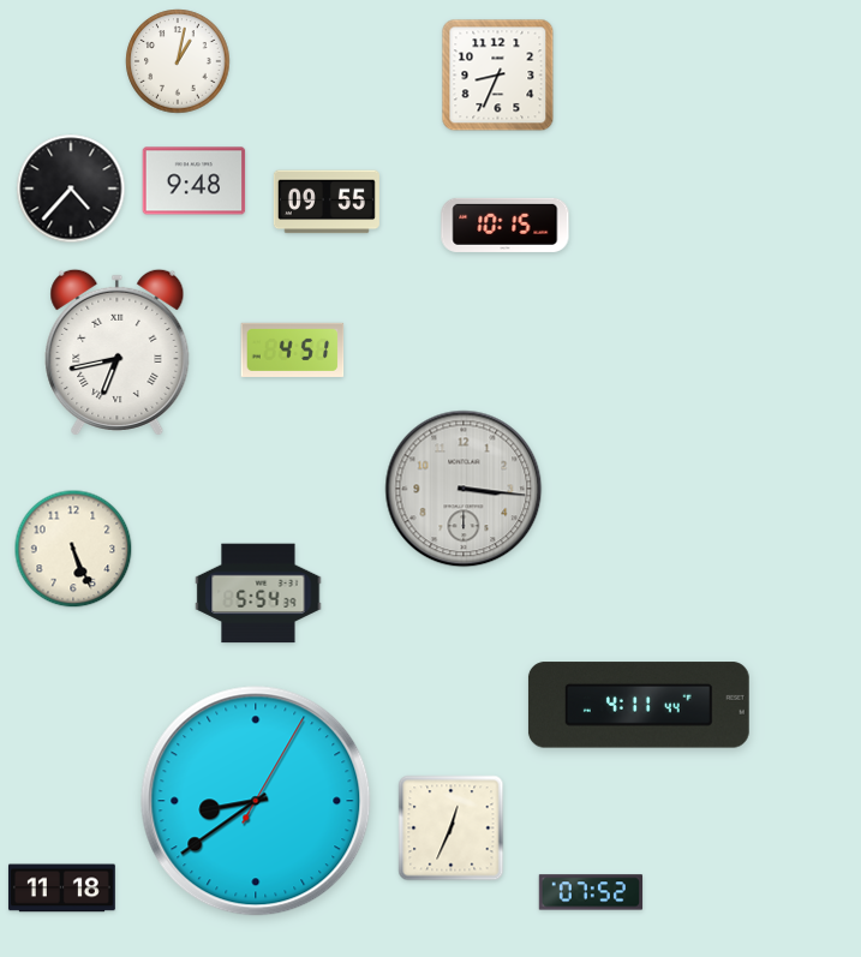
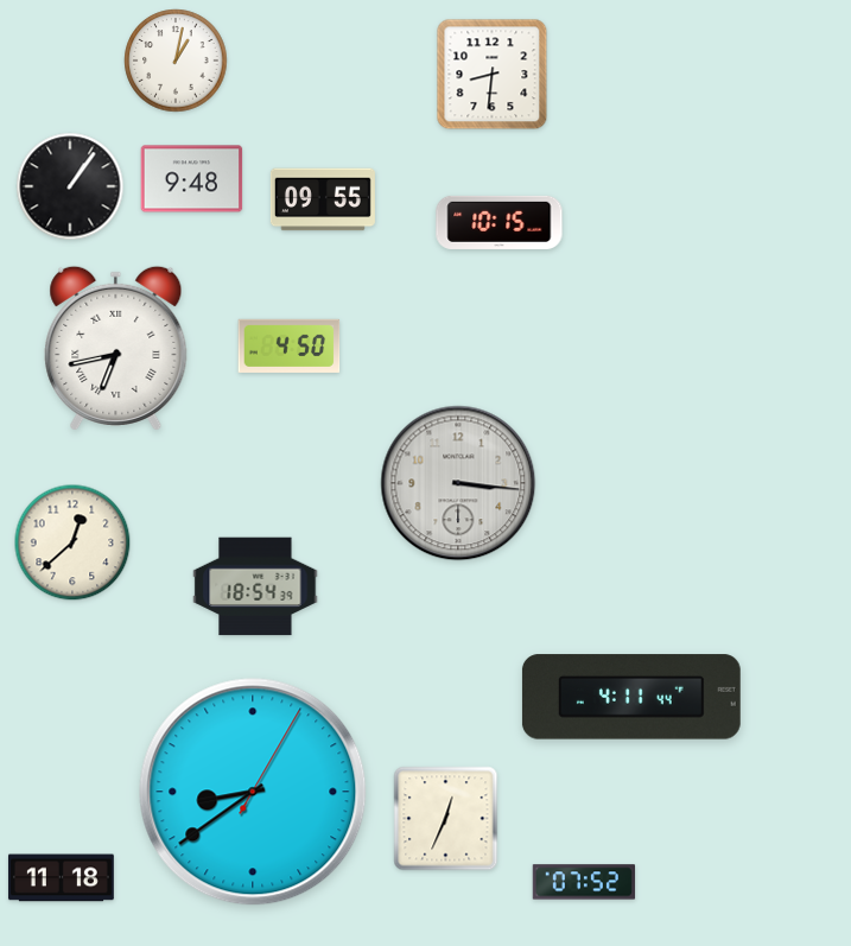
clock at (498, 76): 8:34 -> 8:31
clock at (71, 189): 4:37 -> 1:06
clock at (293, 349): 4:51 -> 4:50
clock at (73, 549): 5:26 -> 12:38
clock at (258, 593): 5:54 -> 18:54
